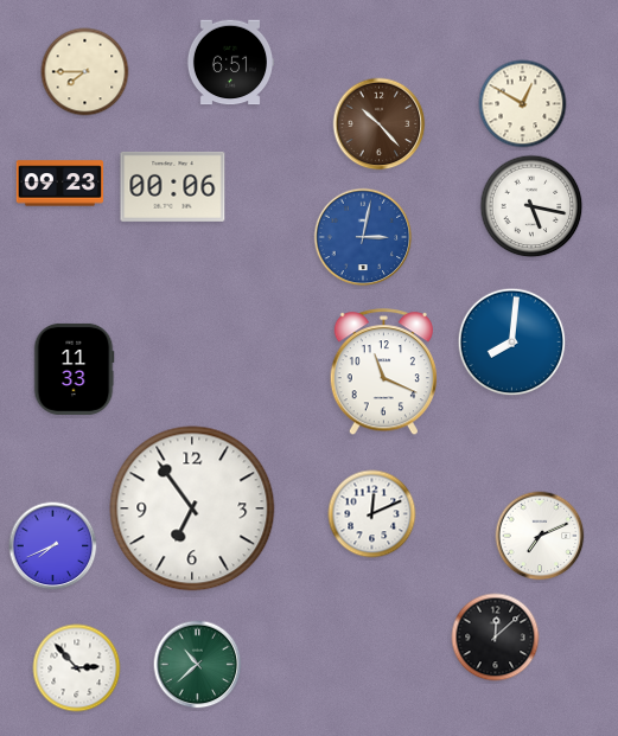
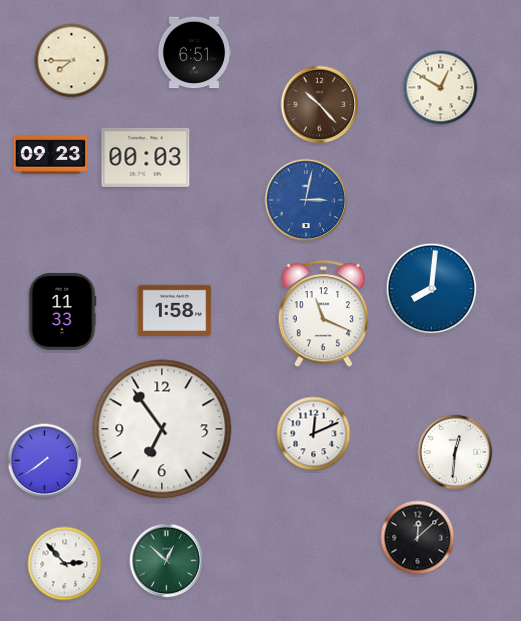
clock at (173, 186): 00:06 -> 00:03
clock at (531, 206): 5:17 -> none
clock at (175, 310): none -> 1:58
clock at (540, 536): 7:11 -> 12:31
clock at (53, 546): 7:41 -> 7:39
clock at (198, 665): 10:38 -> 12:52
